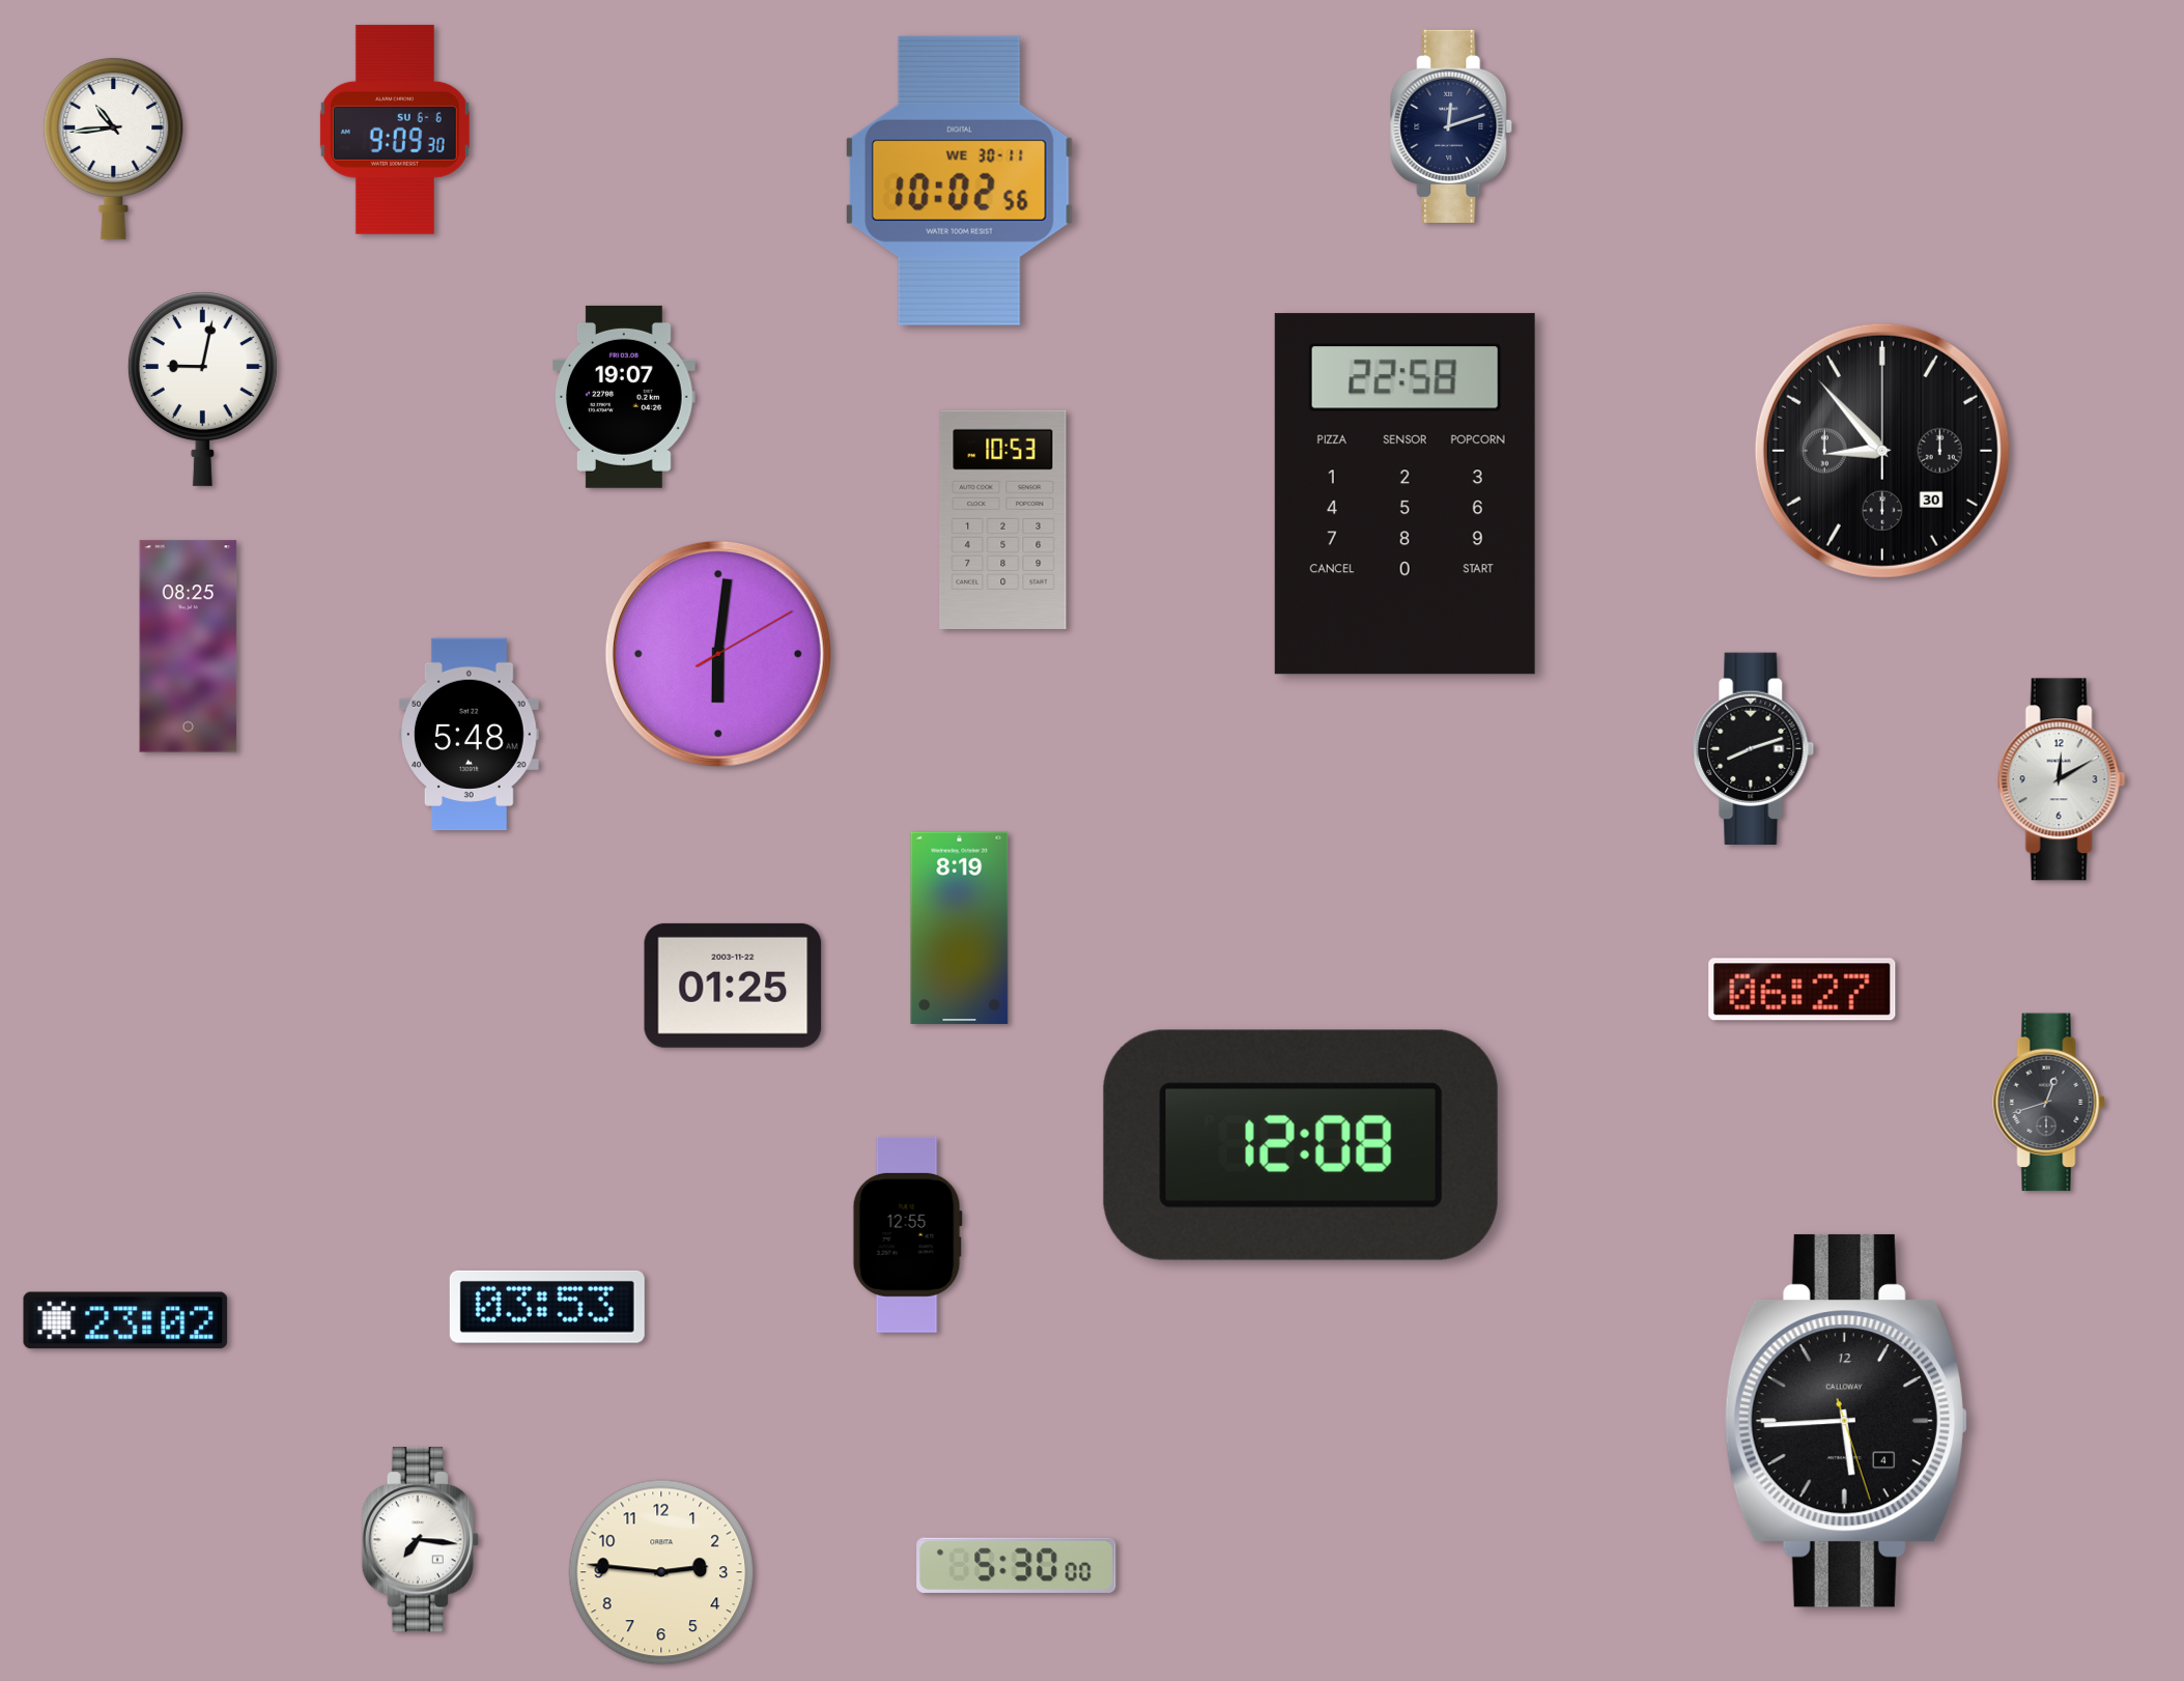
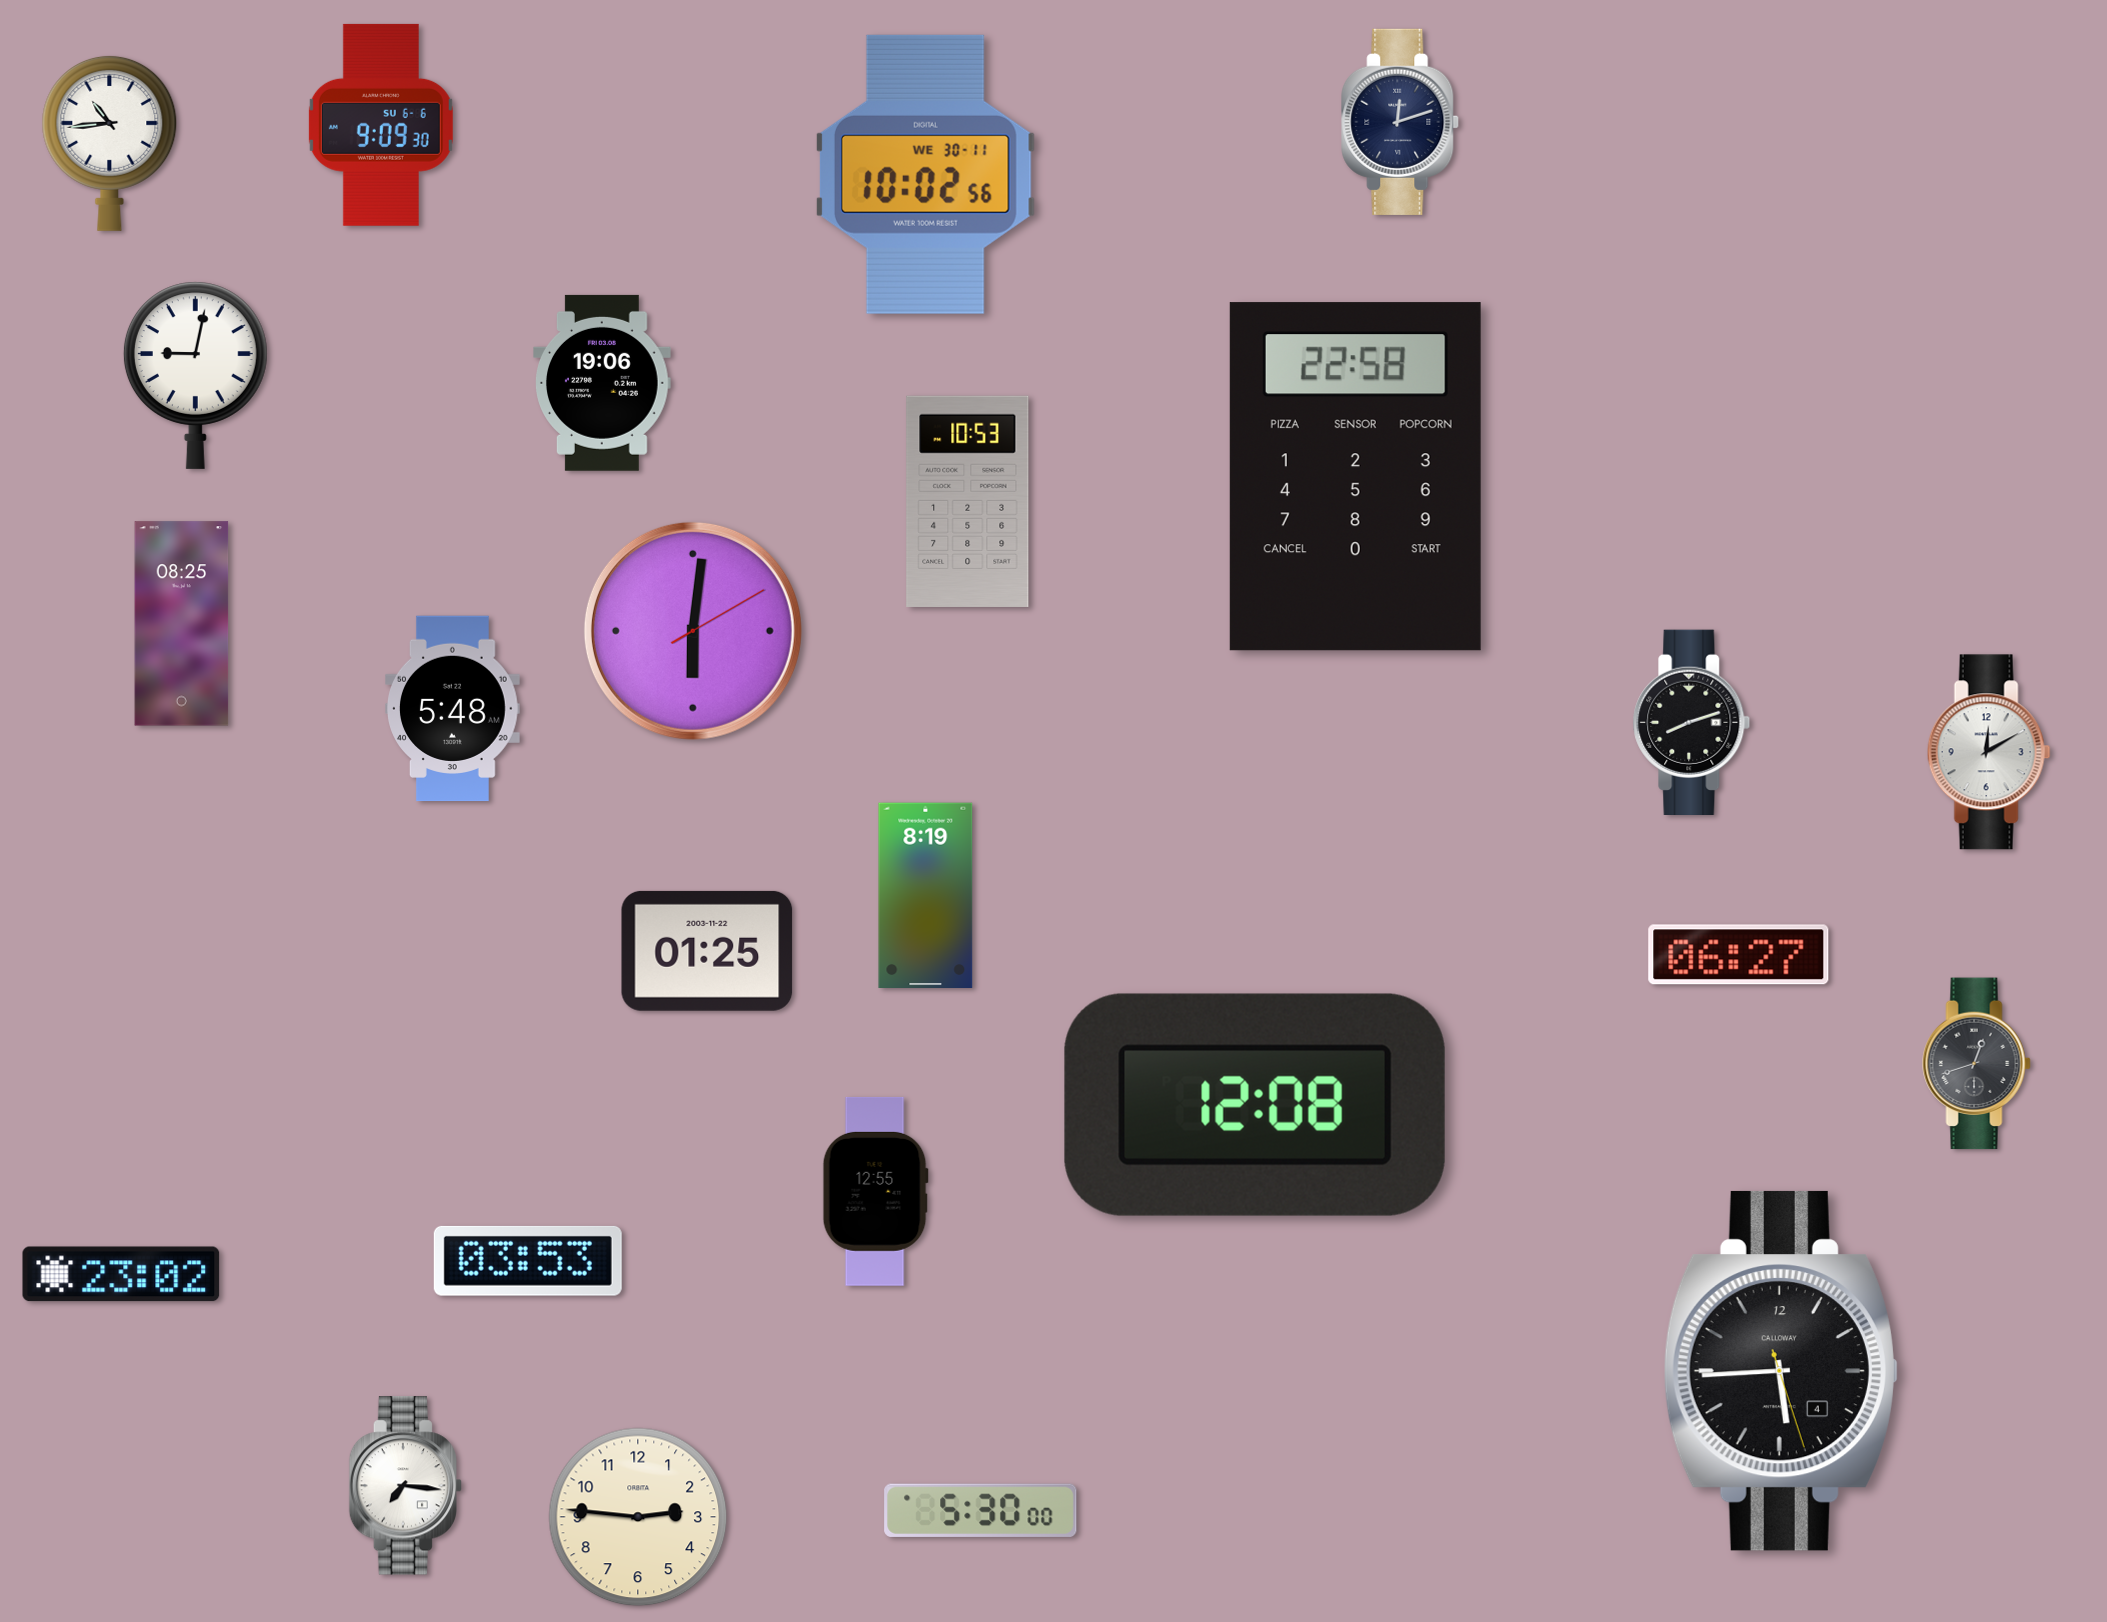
clock at (625, 397): 19:07 -> 19:06
clock at (1882, 451): 8:53 -> none
